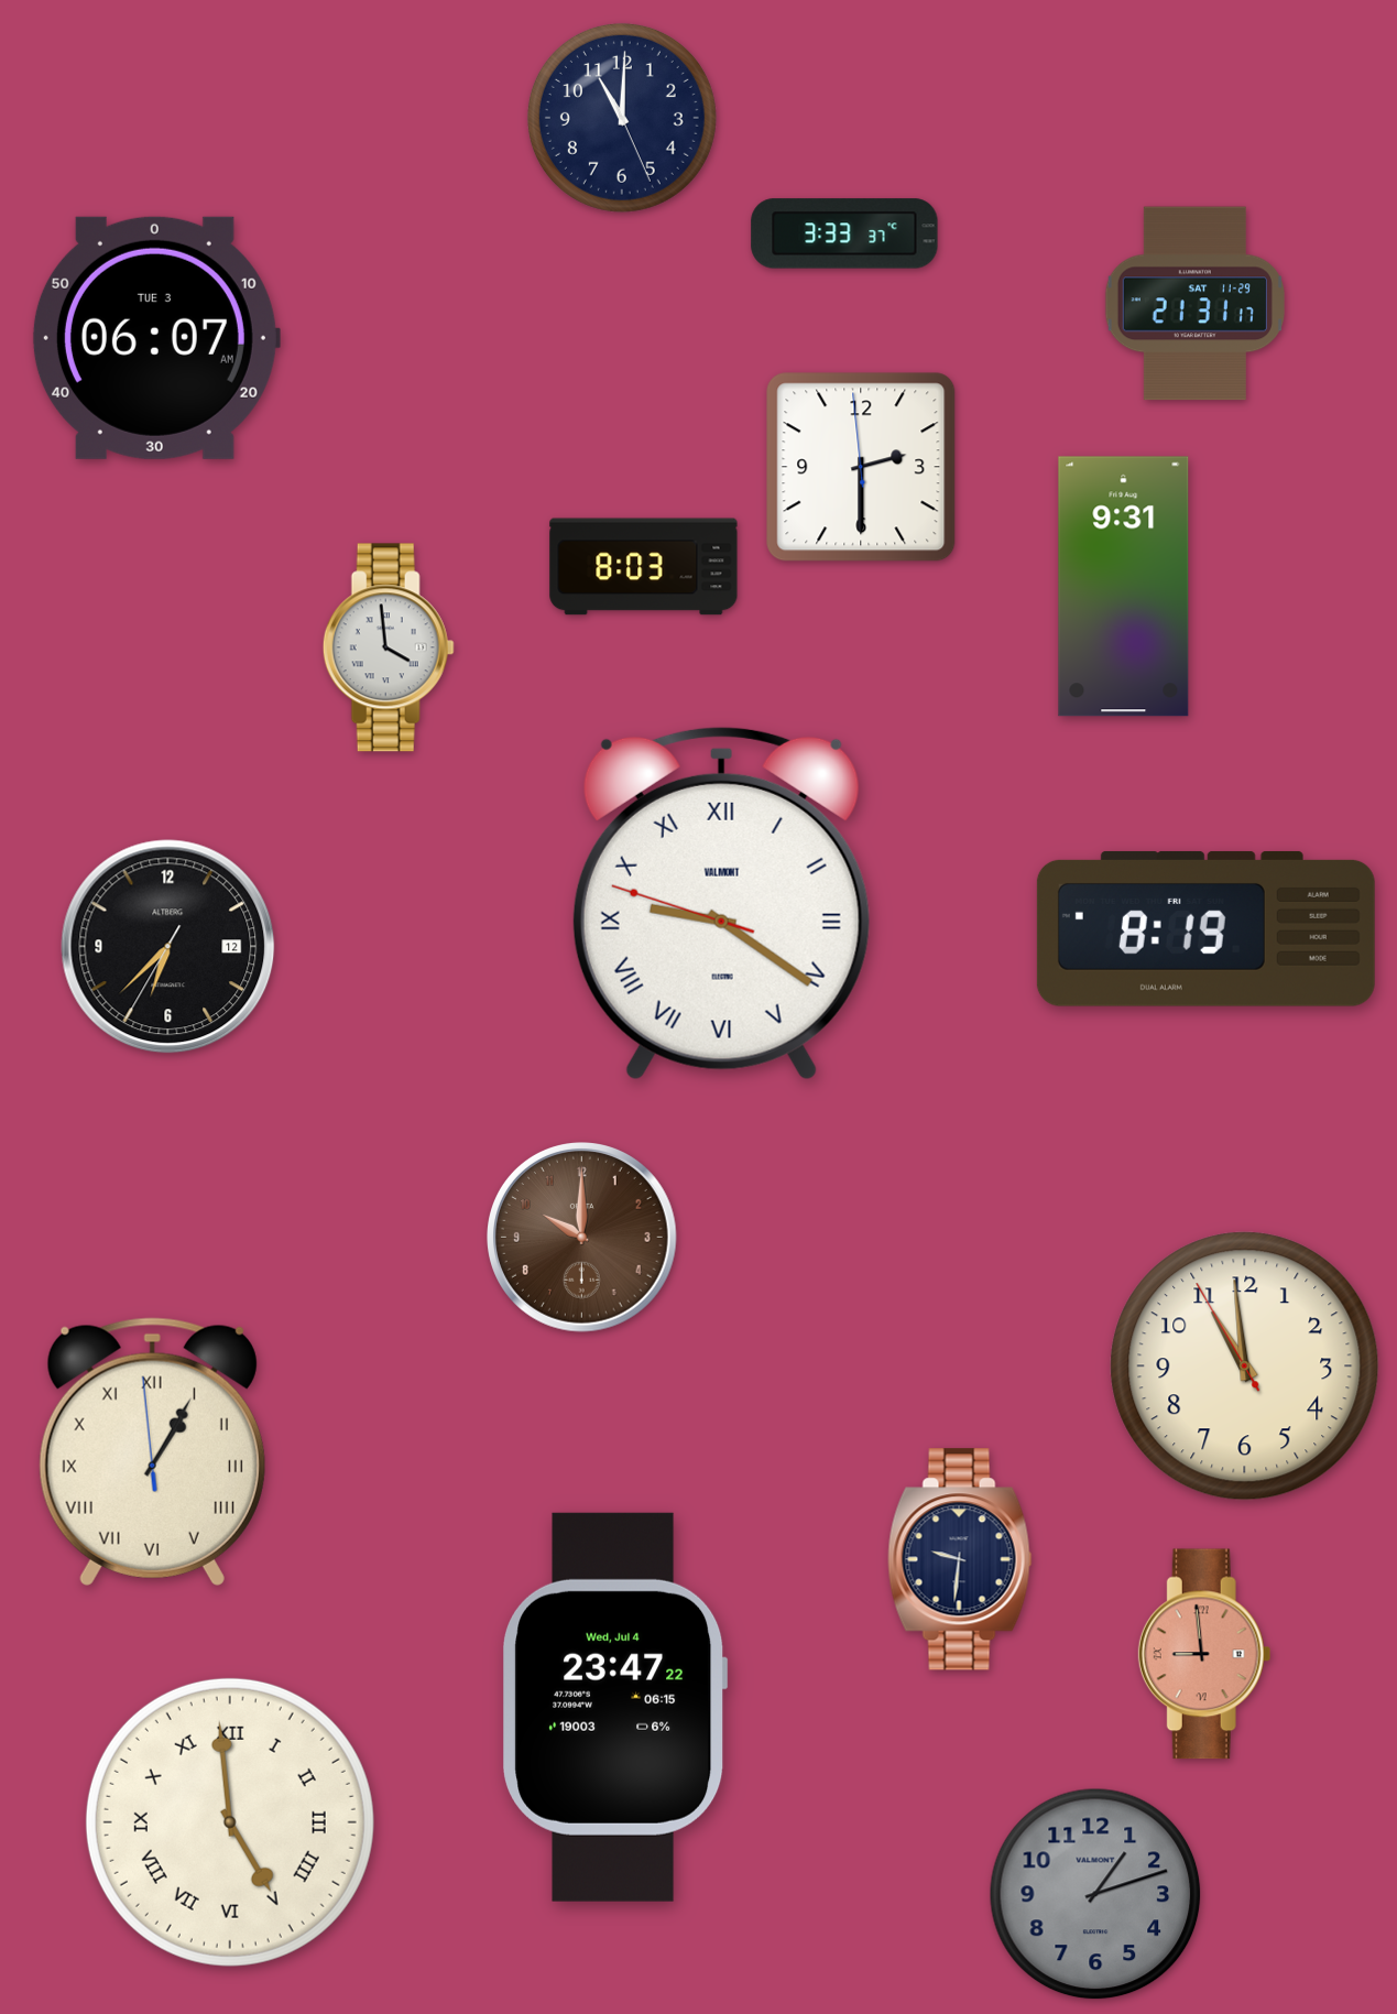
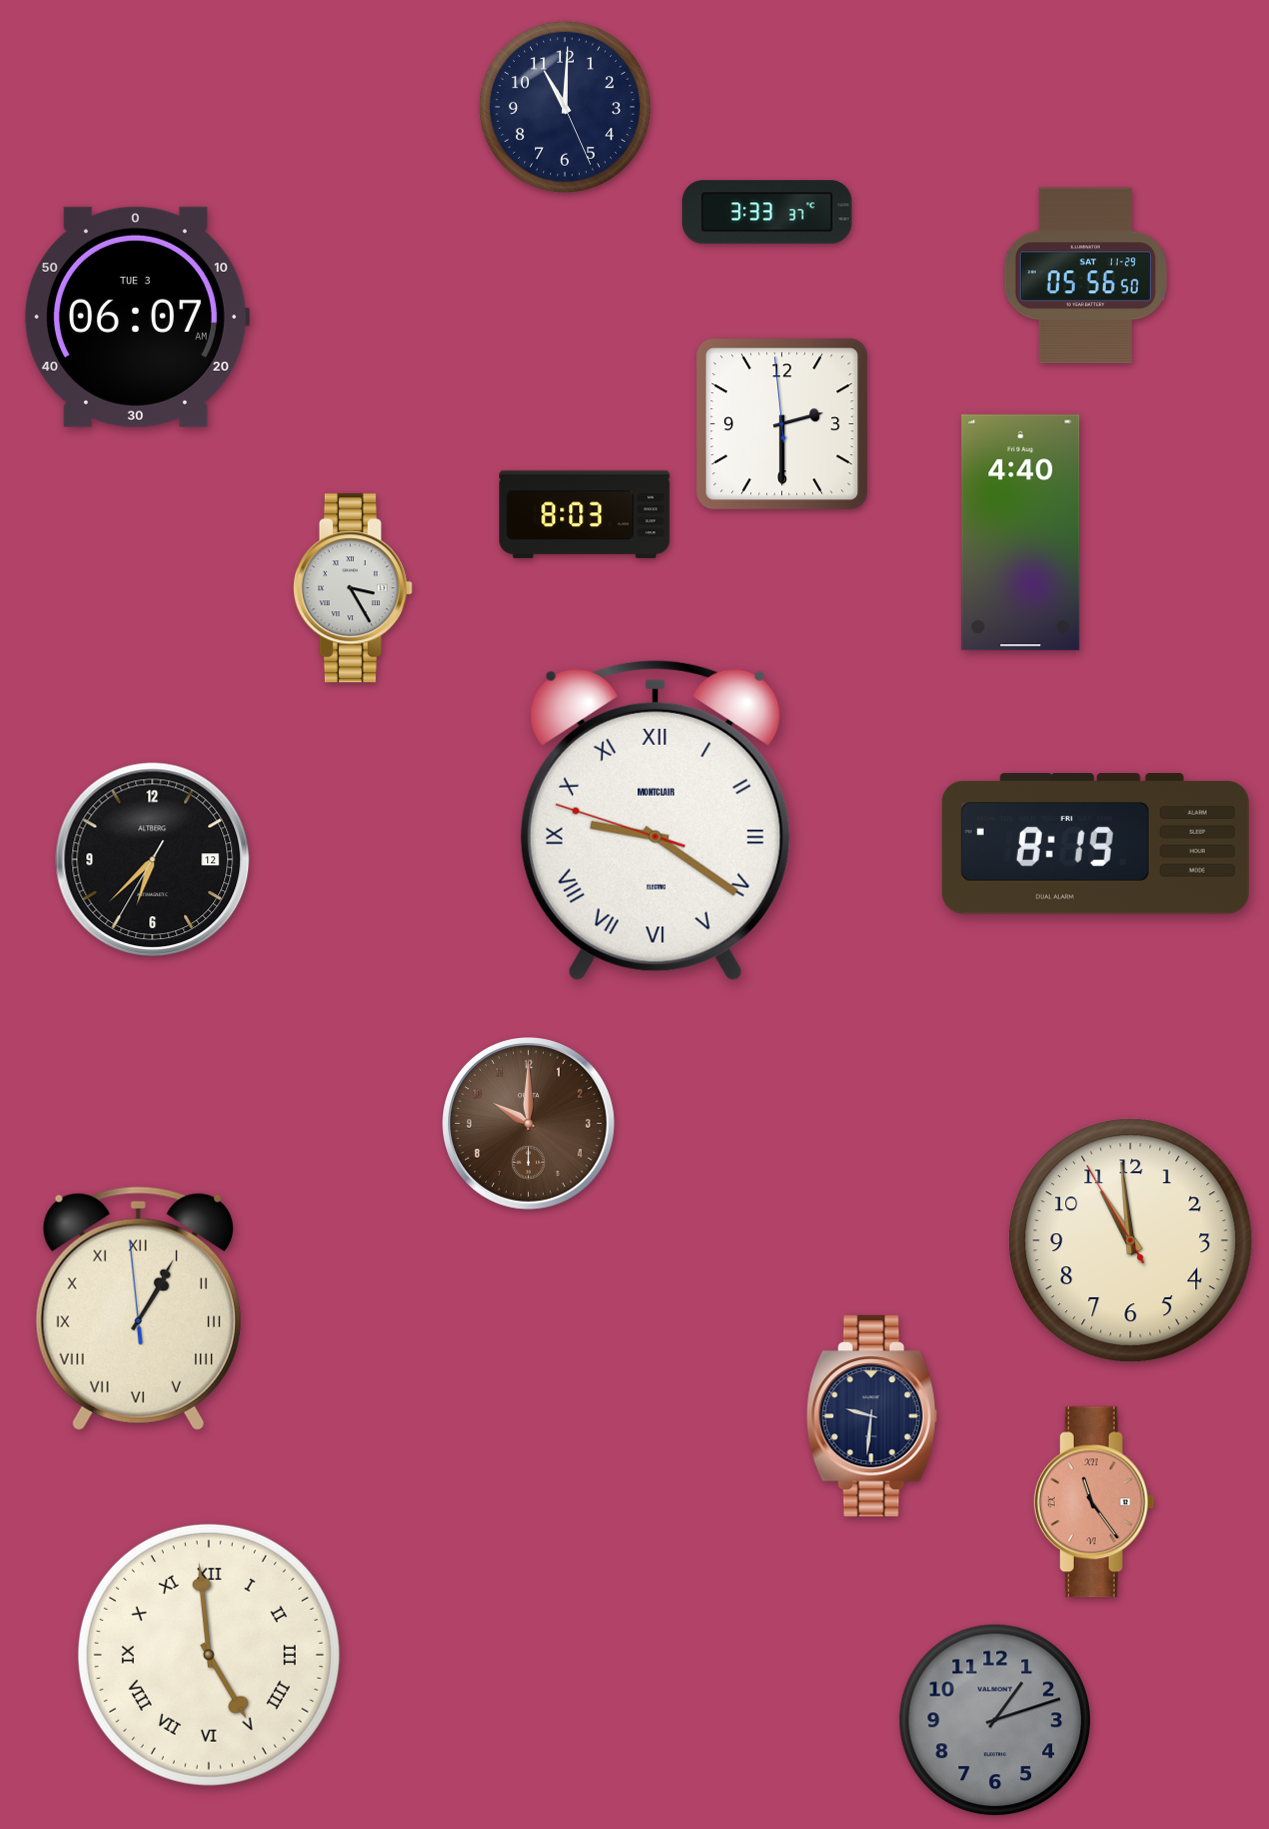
clock at (1194, 304): 21:31 -> 05:56
clock at (155, 338) position: (155, 338) -> (136, 317)
clock at (1124, 587): 9:31 -> 4:40
clock at (389, 647): 3:59 -> 3:25
clock at (721, 903) brand: VALMONT -> MONTCLAIR
clock at (152, 1451) position: (152, 1451) -> (138, 1308)
clock at (1204, 1654): 8:59 -> 11:24
clock at (615, 1707): 23:47 -> none
